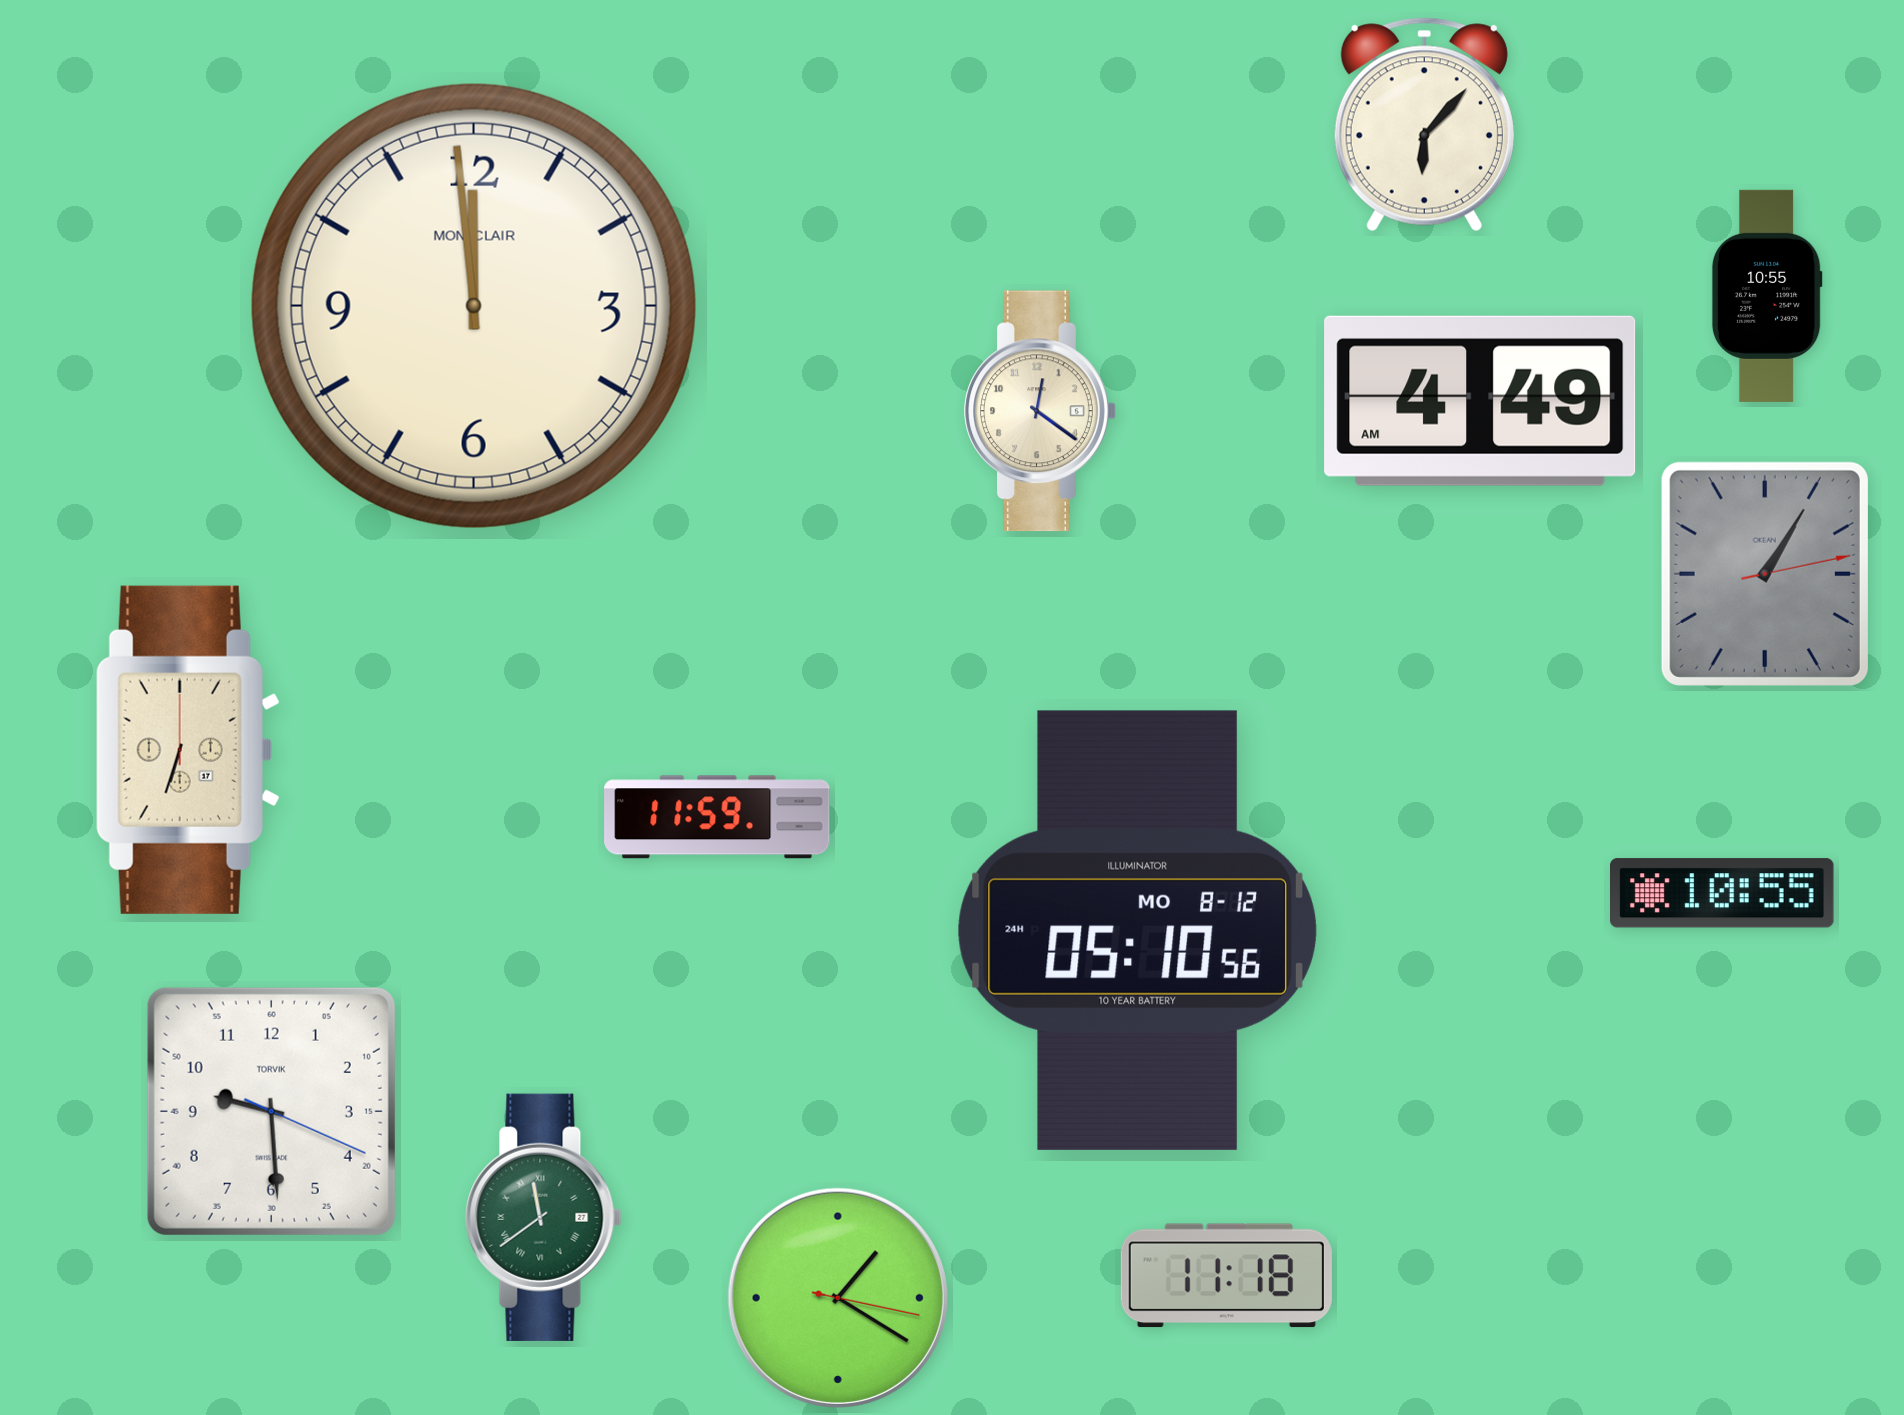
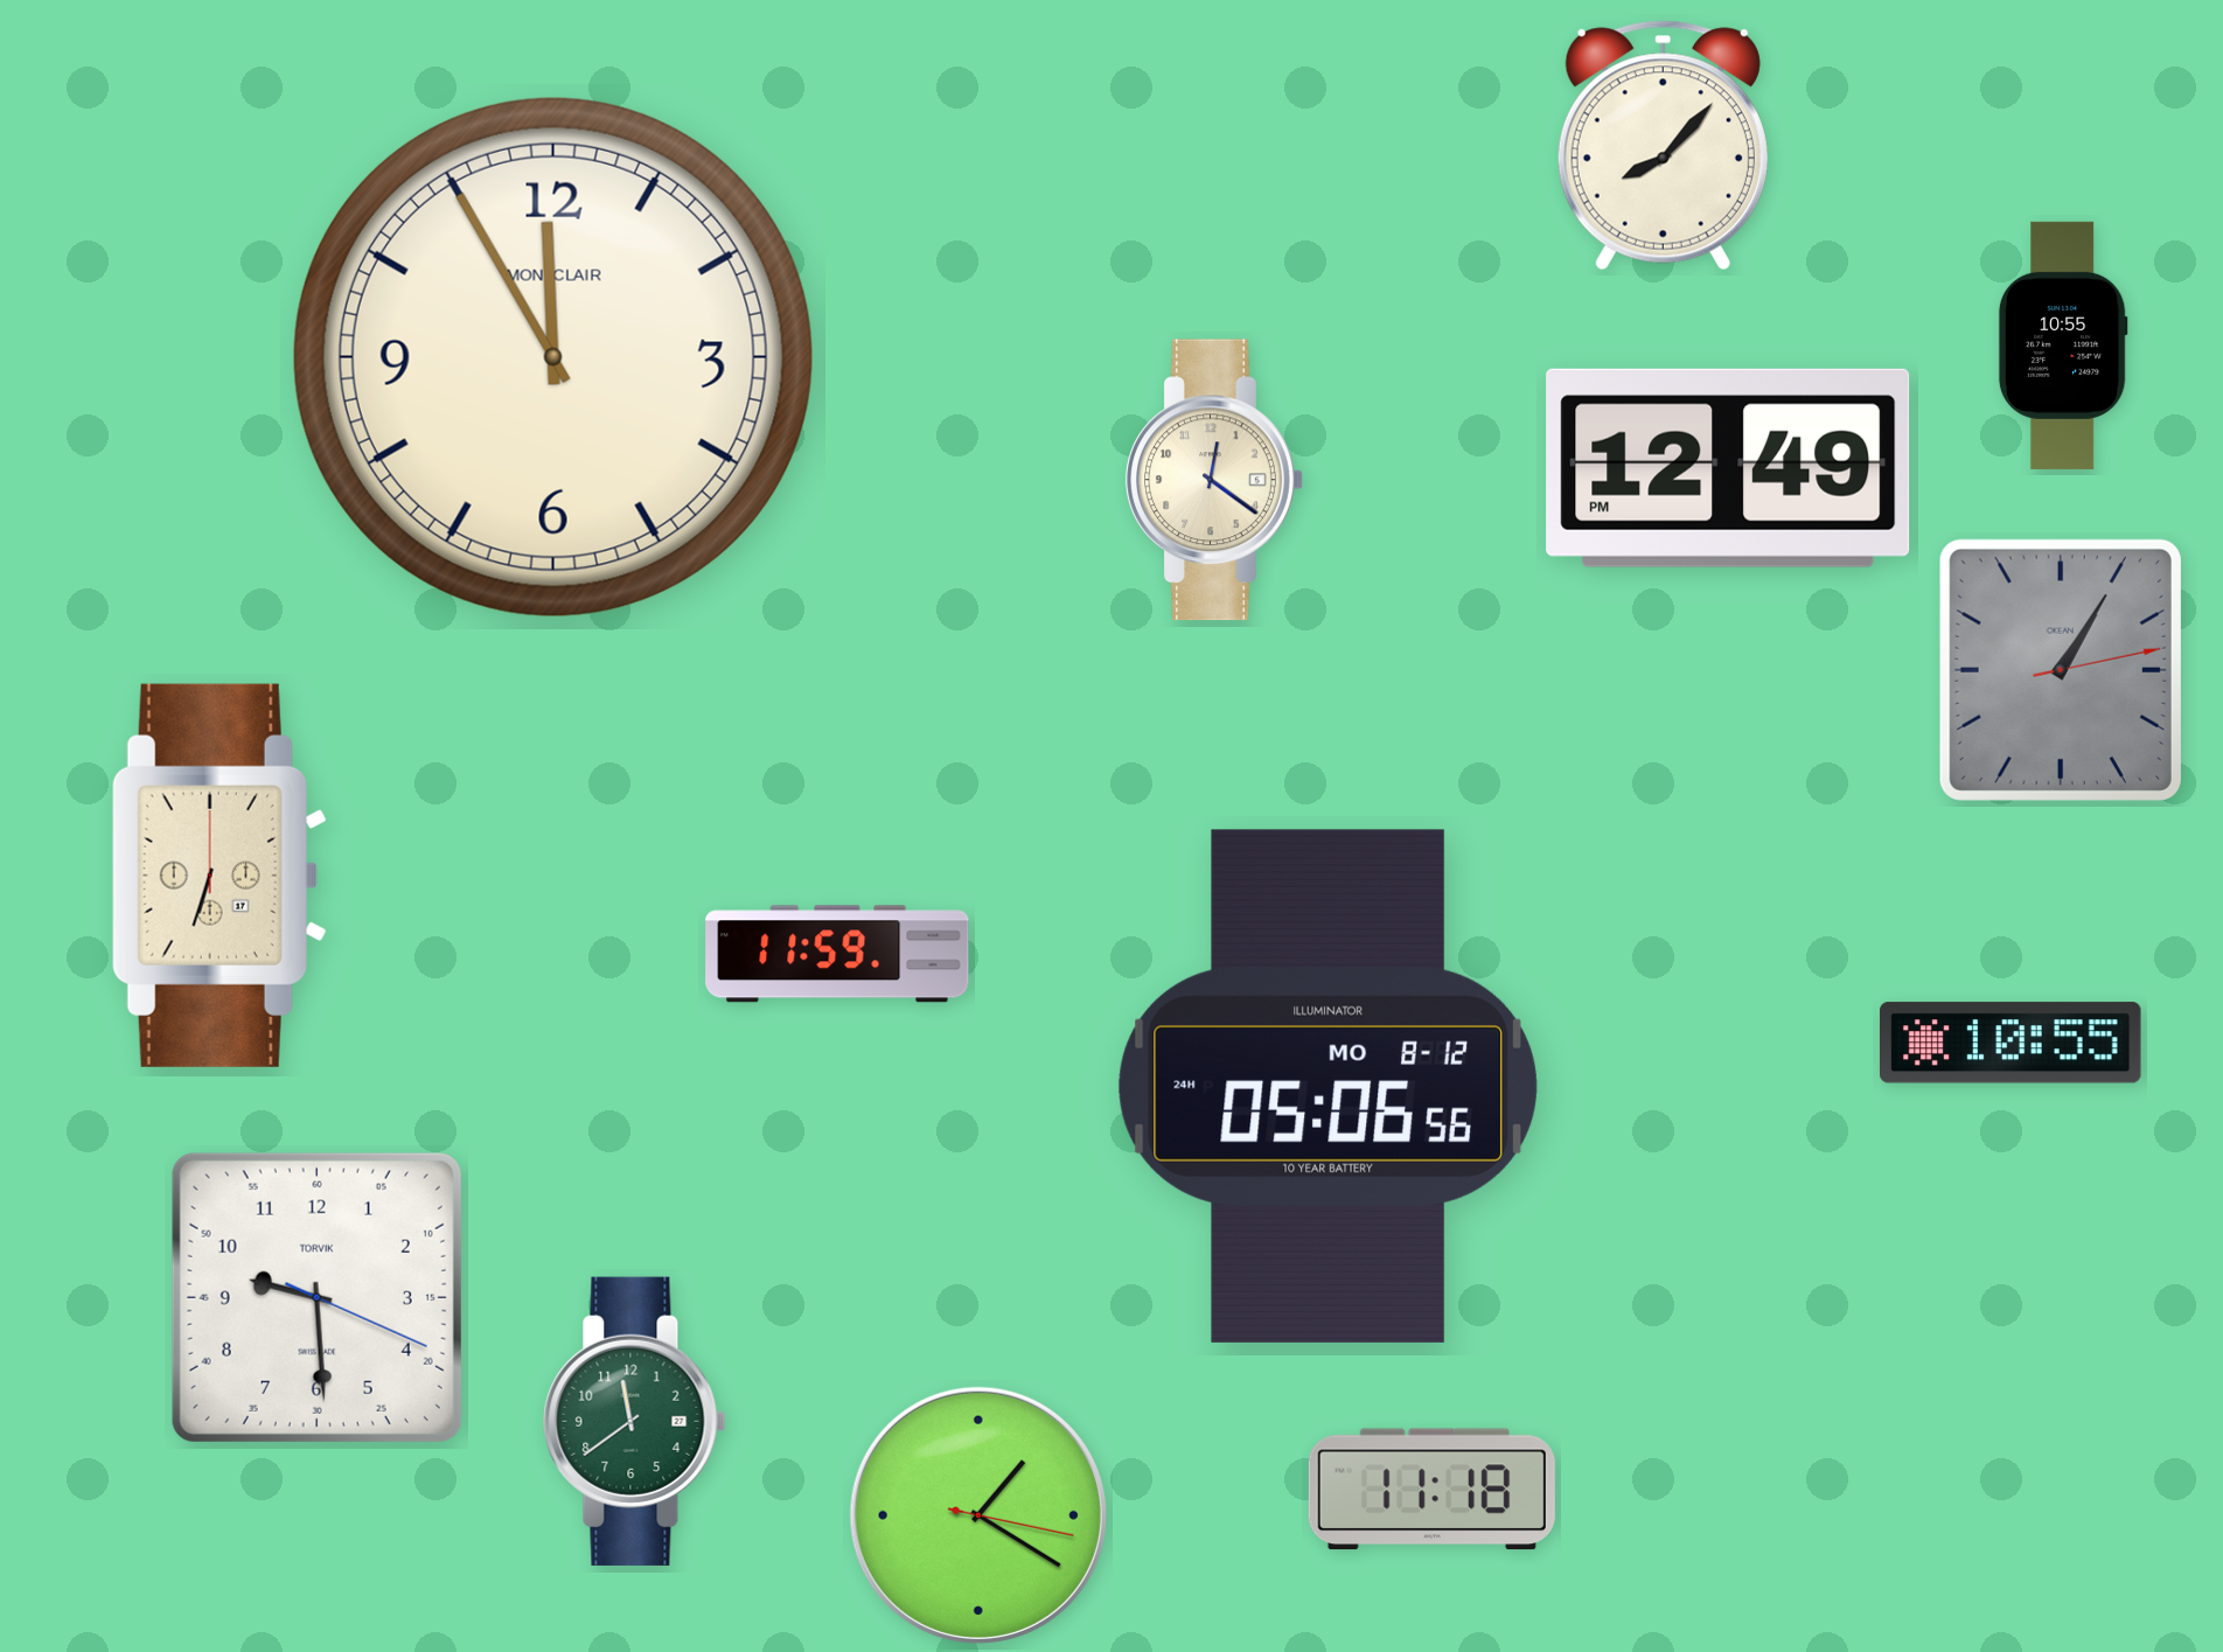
clock at (1424, 125): 6:07 -> 8:07
clock at (474, 306): 11:59 -> 11:55
clock at (1480, 401): 4:49 -> 12:49
clock at (1137, 930): 05:10 -> 05:06
clock at (544, 1217) numerals: Roman -> Arabic
